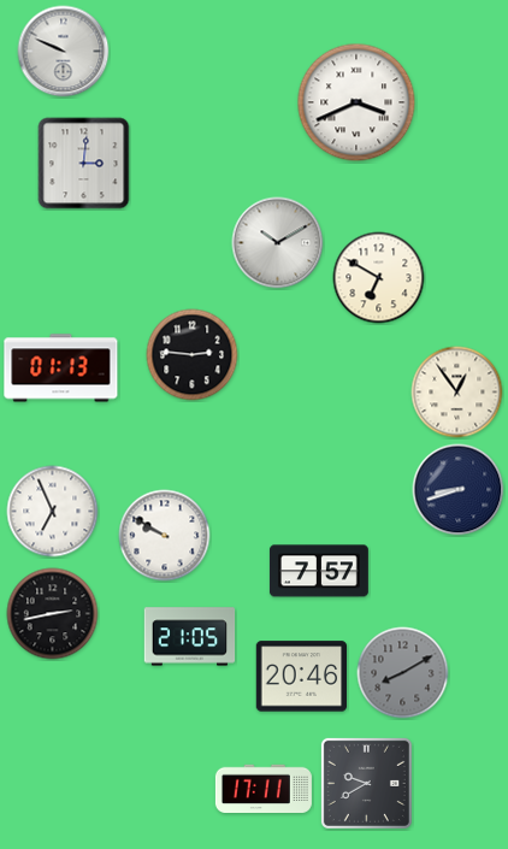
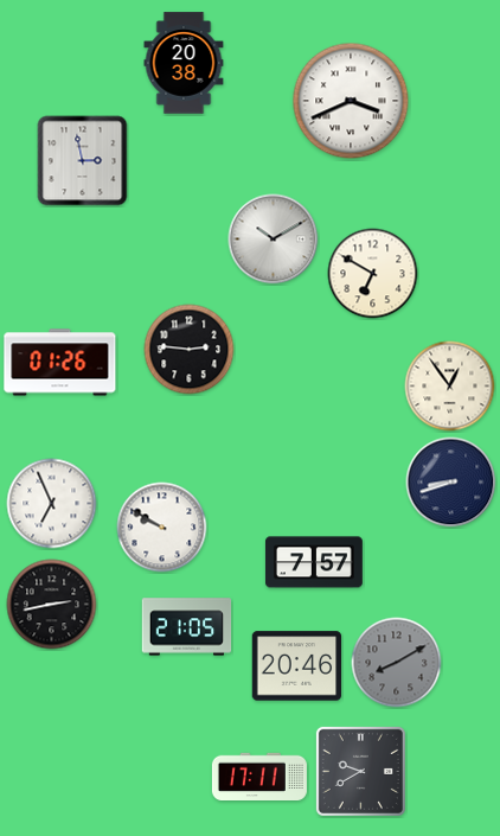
clock at (64, 52): 9:49 -> none
clock at (184, 63): none -> 20:38
clock at (84, 164): 3:01 -> 2:58
clock at (61, 369): 01:13 -> 01:26
